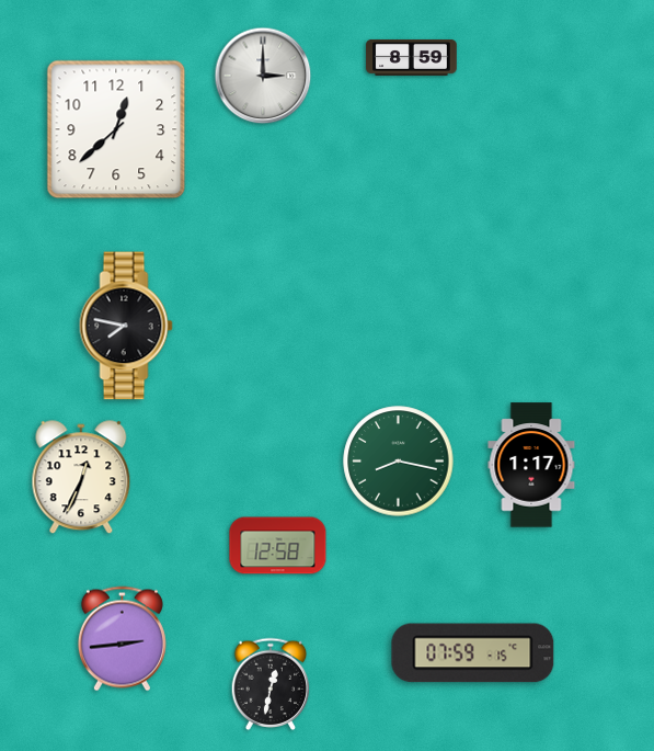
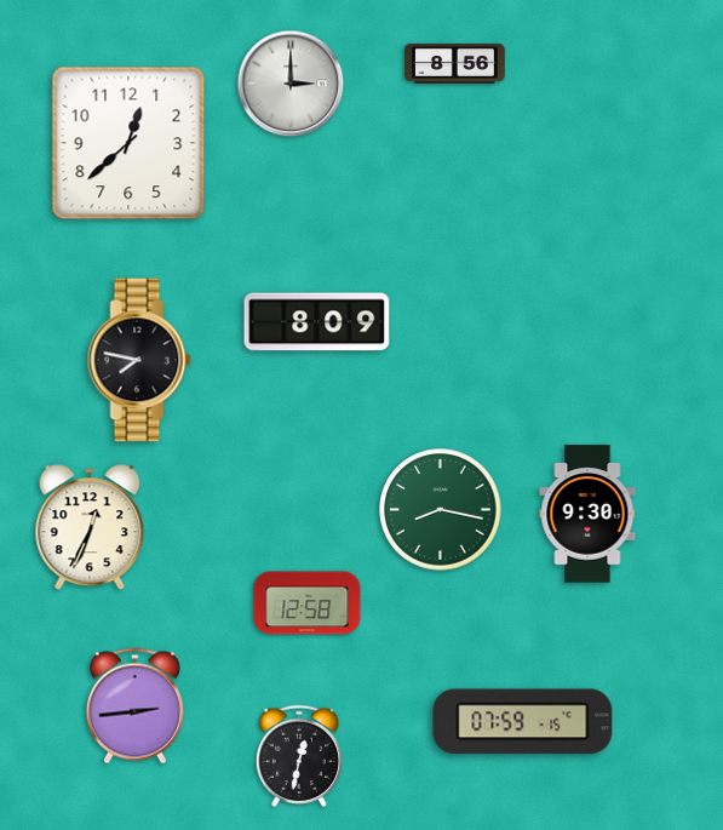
clock at (412, 57): 8:59 -> 8:56
clock at (317, 322): none -> 8:09
clock at (531, 465): 1:17 -> 9:30
